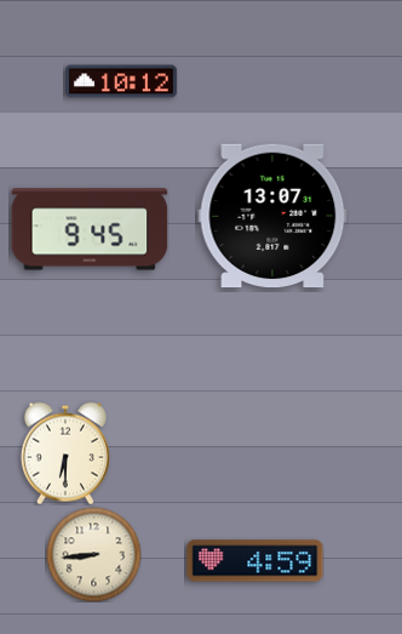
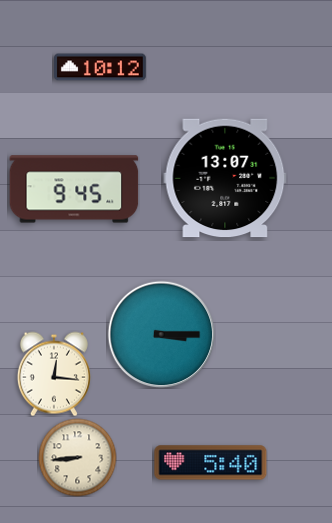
clock at (161, 334): none -> 3:15
clock at (65, 453): 6:30 -> 12:16
clock at (255, 561): 4:59 -> 5:40
